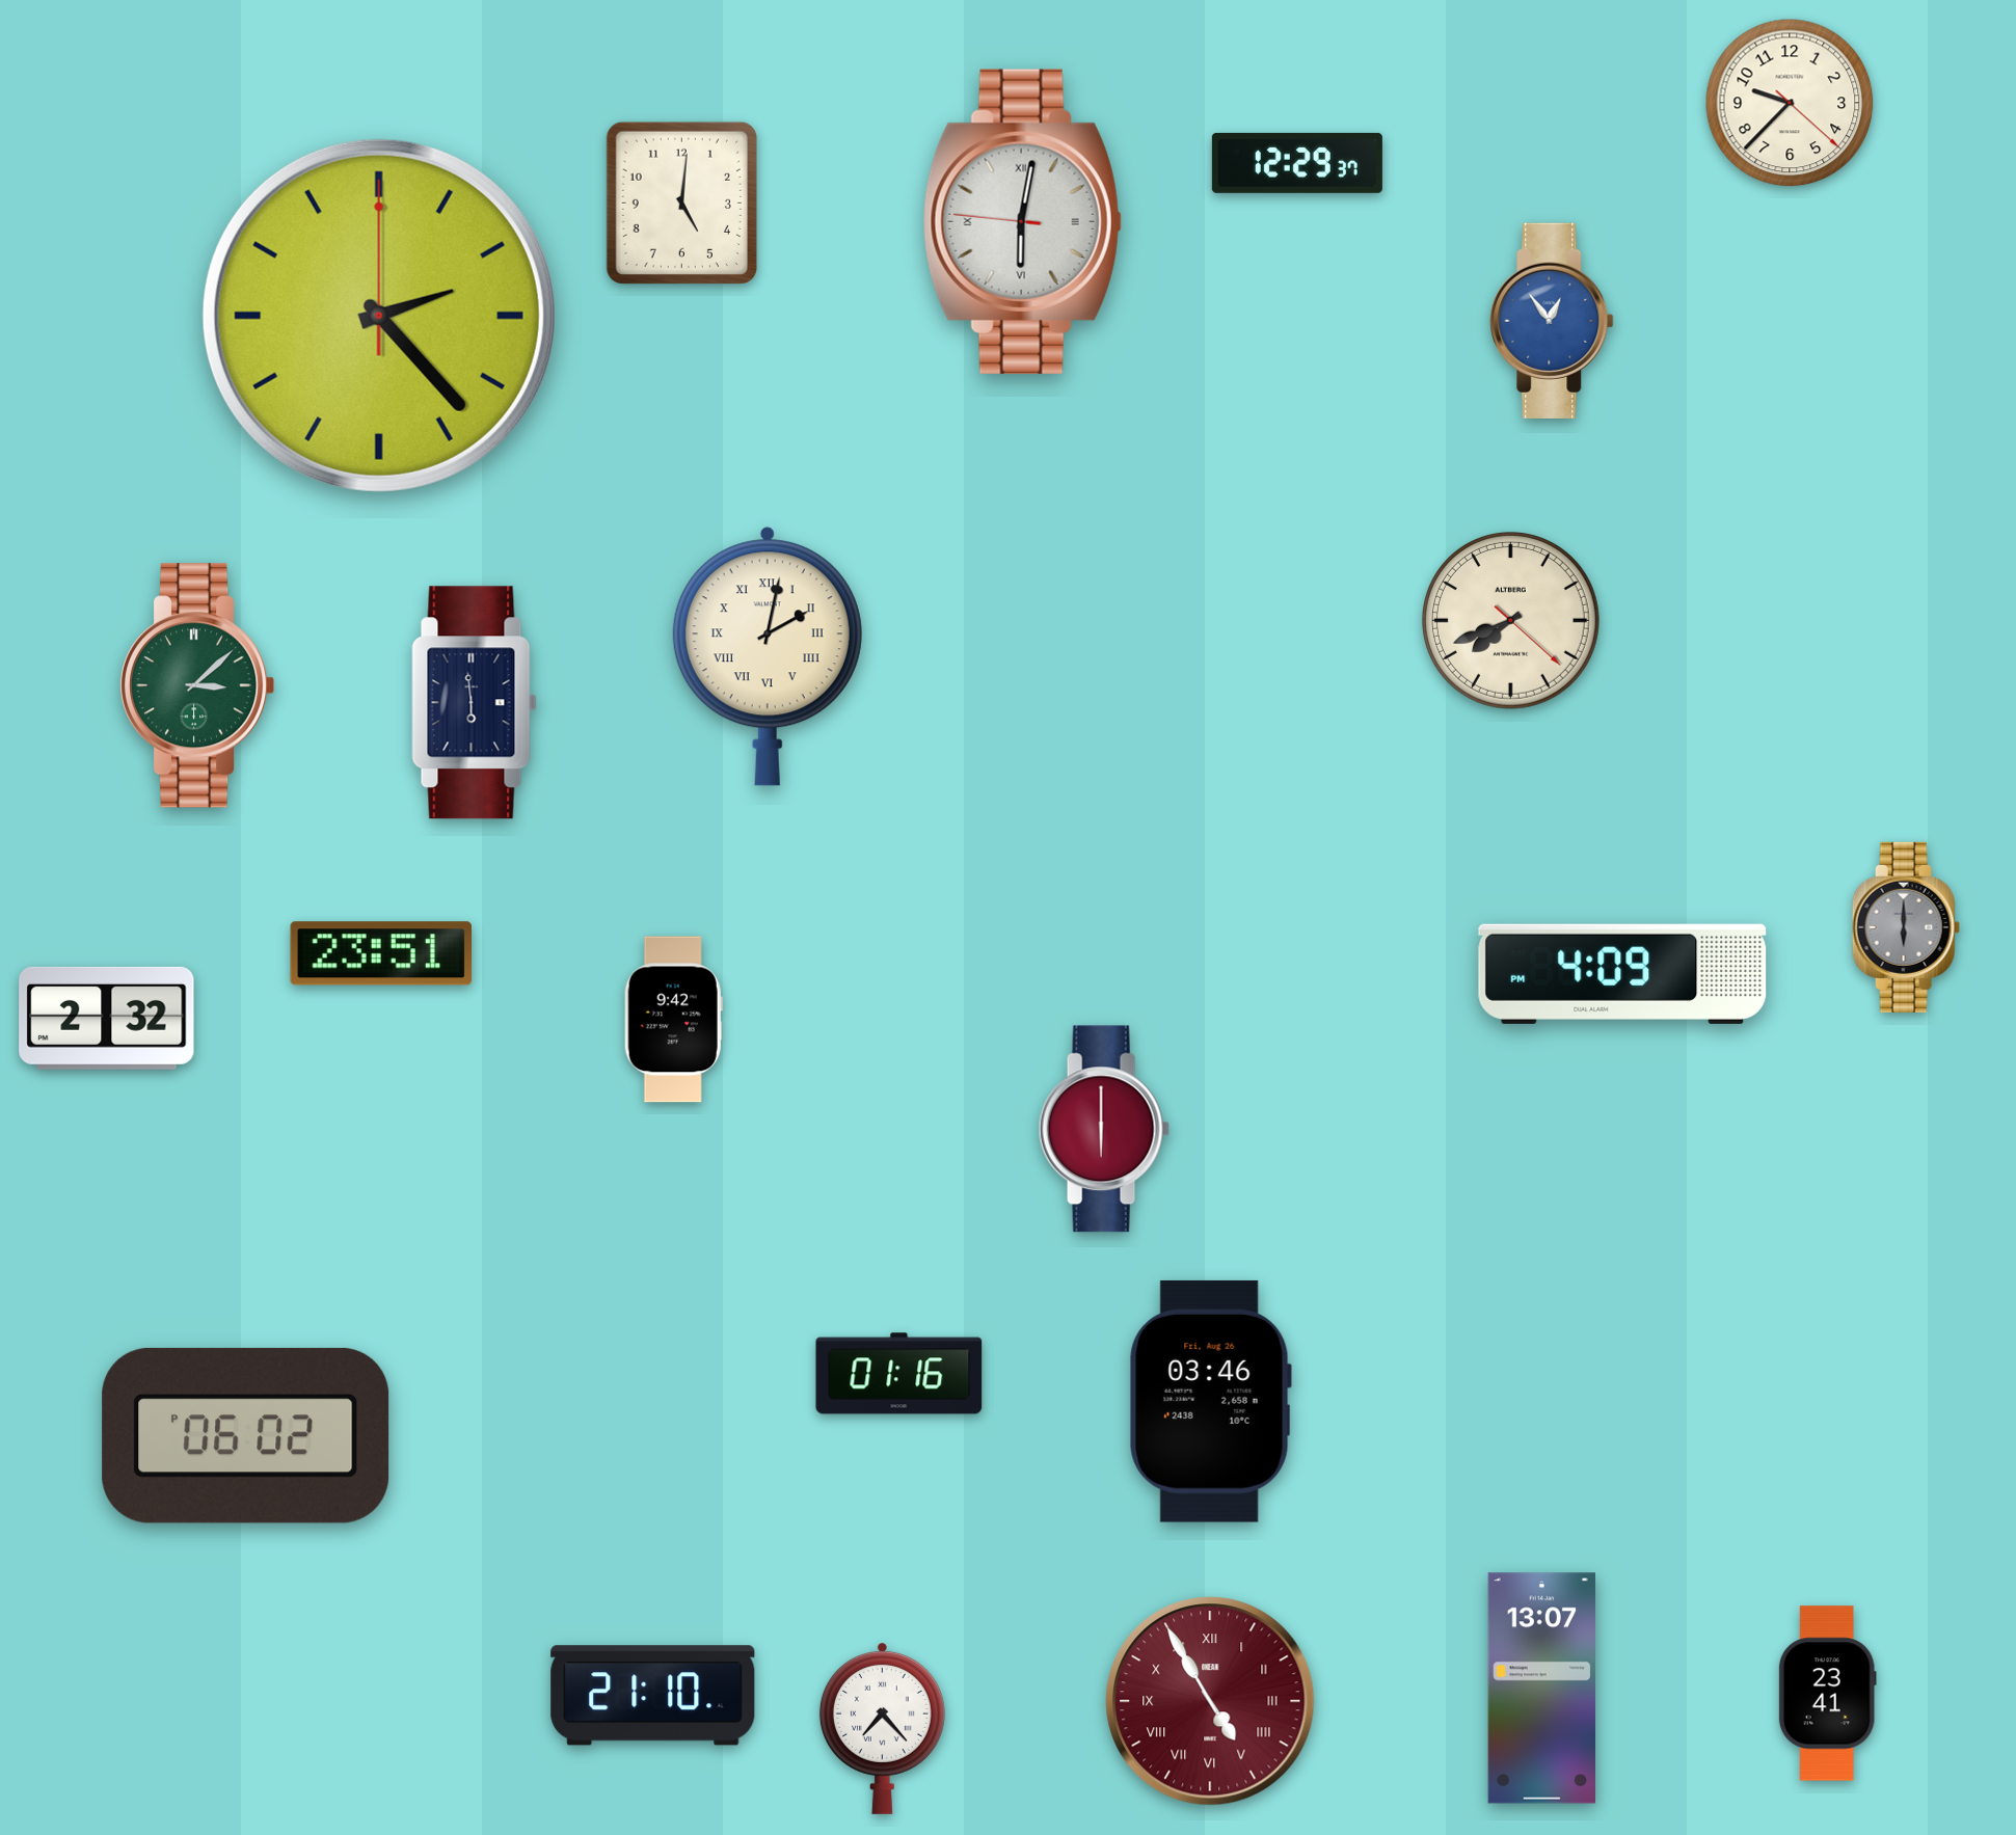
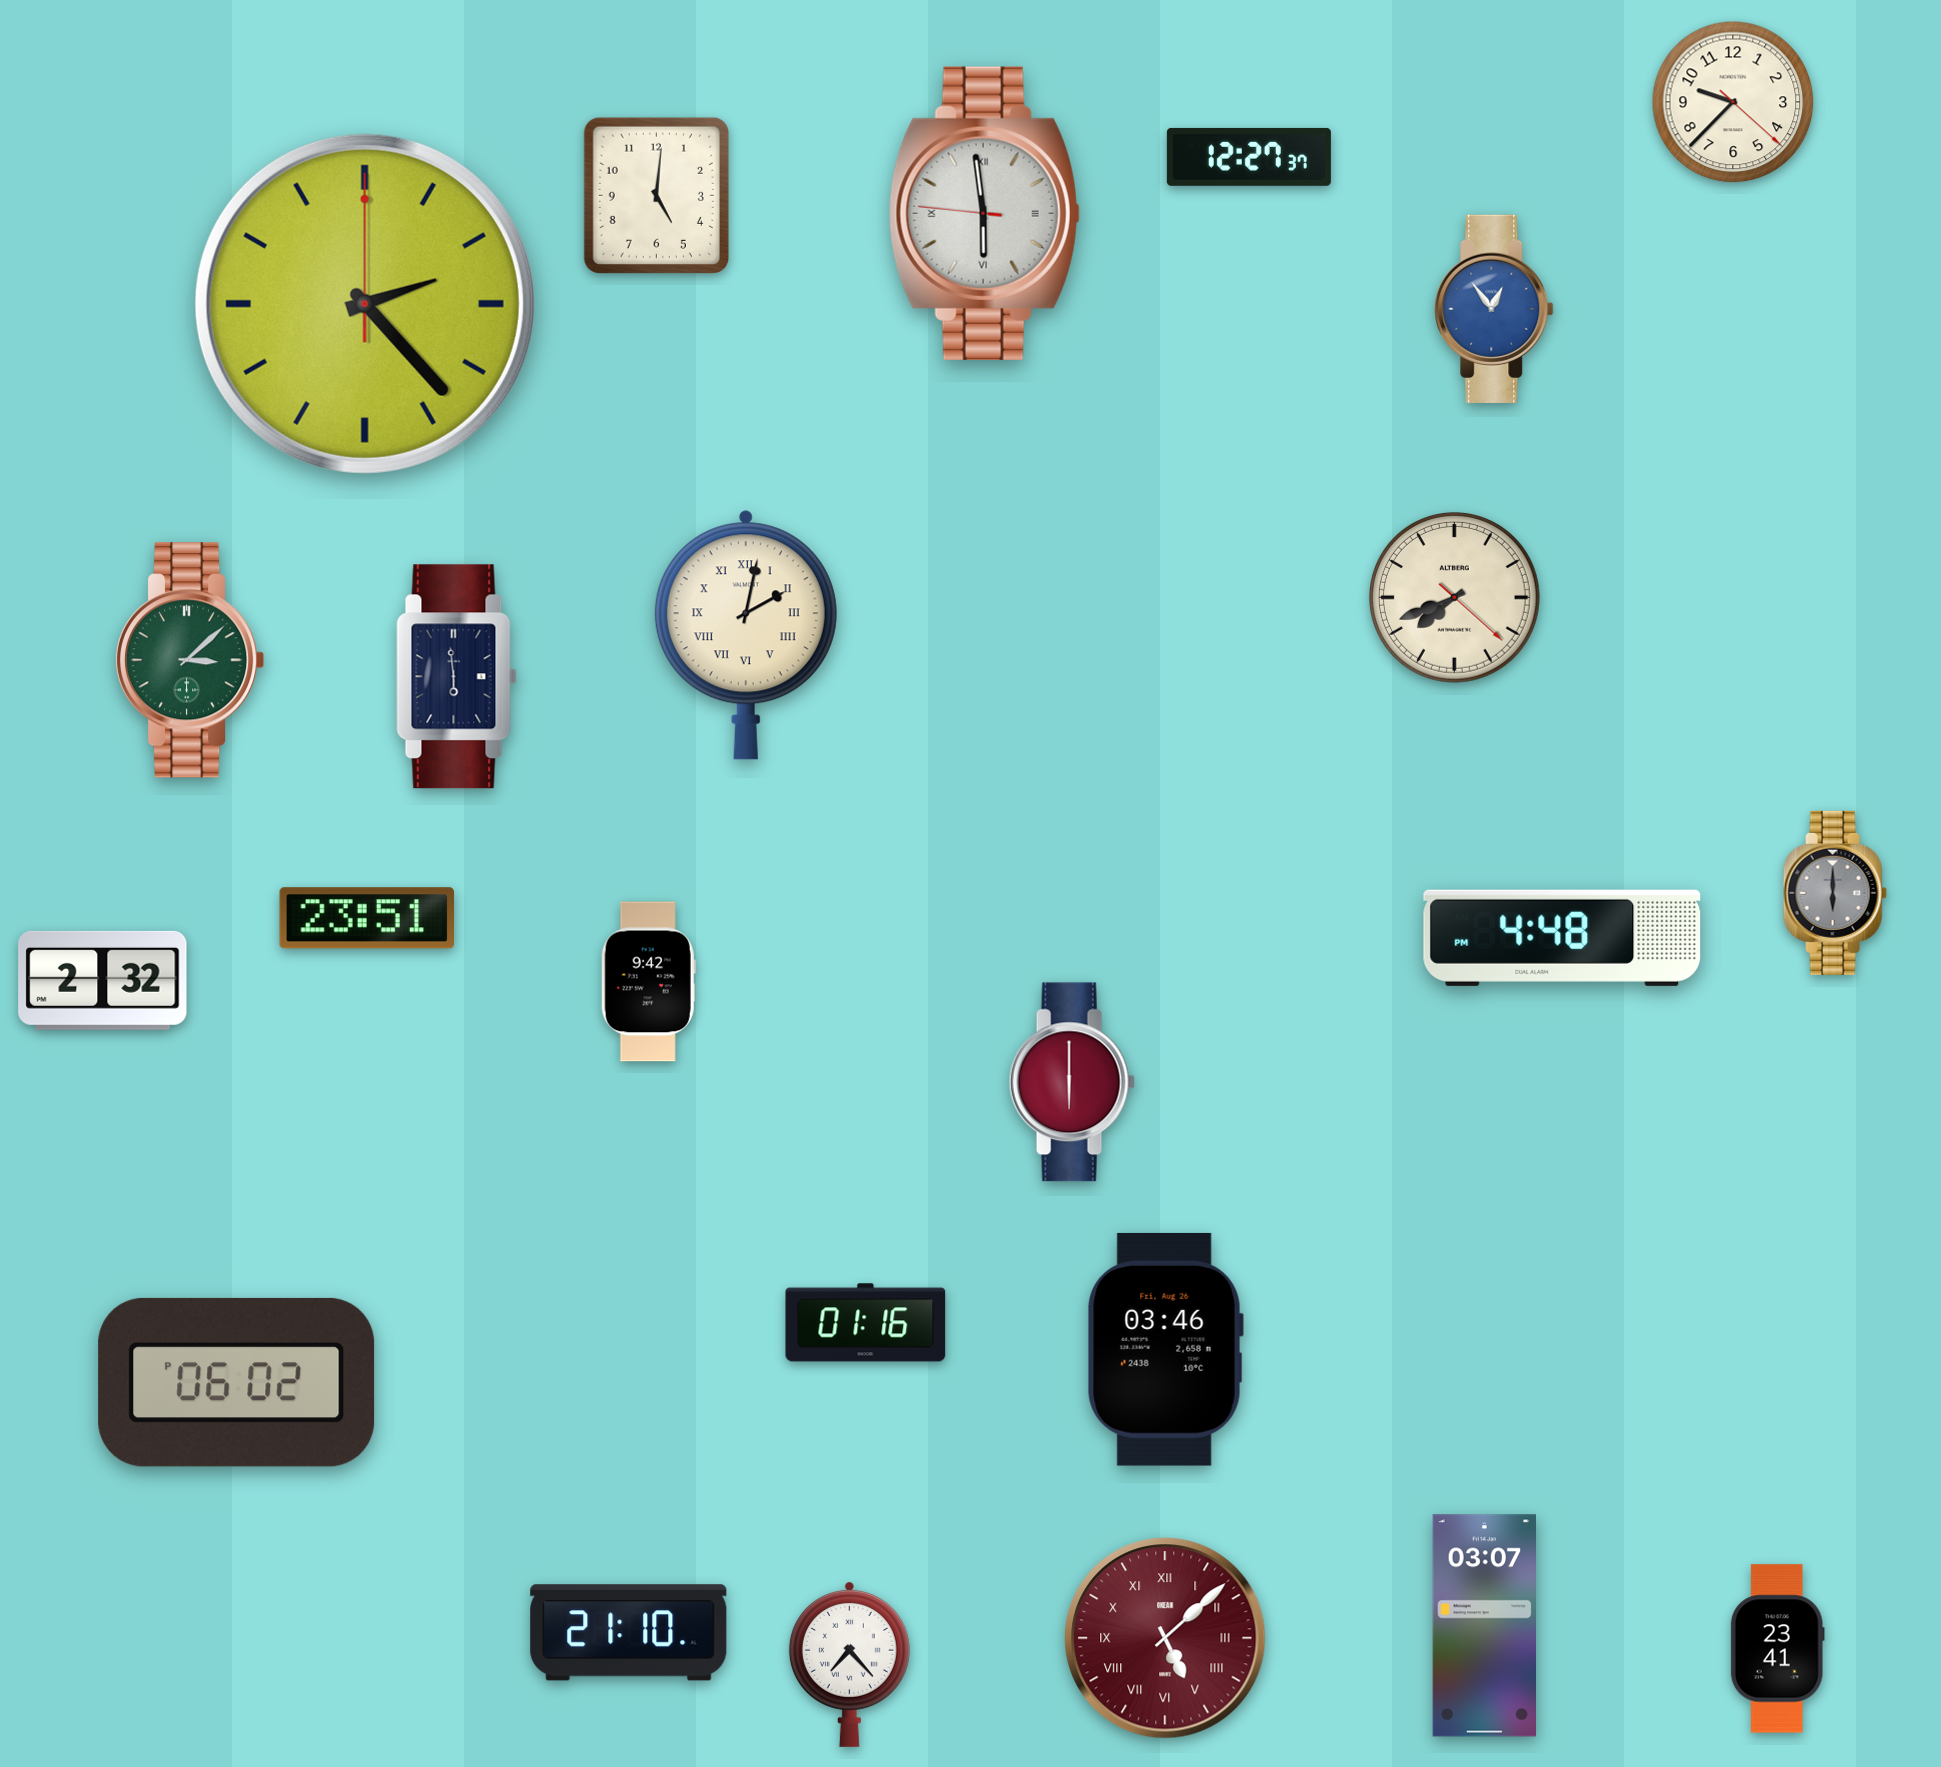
clock at (1790, 103) position: (1790, 103) -> (1733, 102)
clock at (1297, 163): 12:29 -> 12:27
clock at (1022, 221): 6:01 -> 5:58
clock at (768, 656) position: (768, 656) -> (746, 635)
clock at (1622, 974): 4:09 -> 4:48
clock at (1104, 1129) position: (1104, 1129) -> (1072, 1082)
clock at (1541, 1689): 13:07 -> 03:07
clock at (1827, 1694) position: (1827, 1694) -> (1777, 1649)
clock at (1210, 1701): 4:55 -> 5:08
